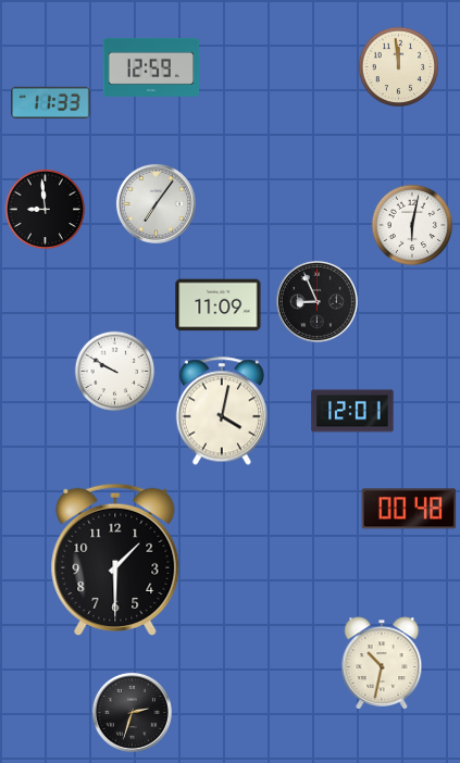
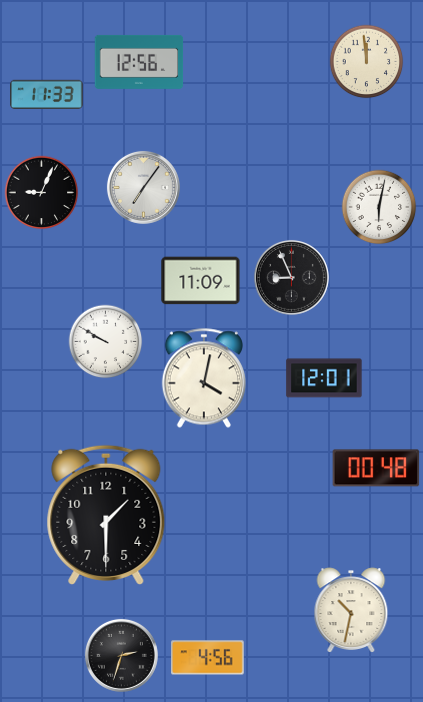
clock at (151, 67): 12:59 -> 12:56
clock at (46, 210): 8:59 -> 9:04
clock at (208, 658): none -> 4:56
